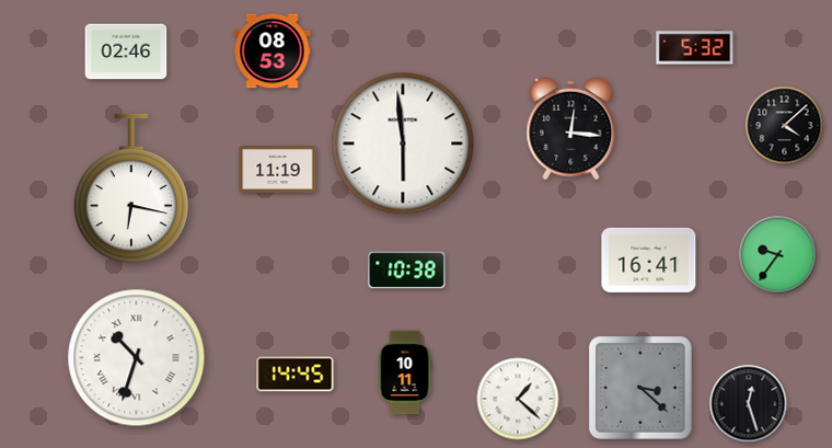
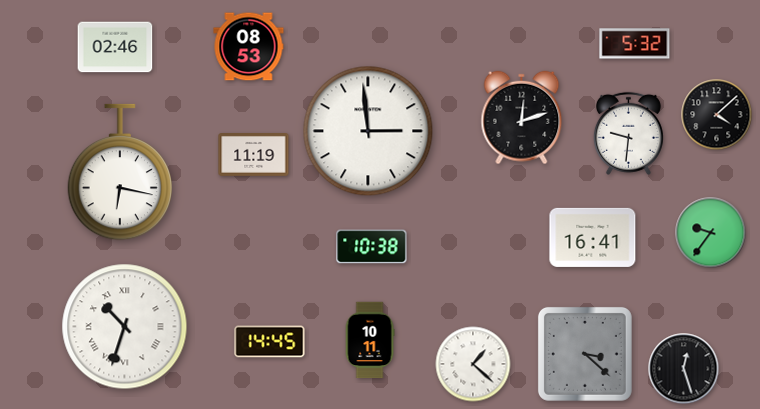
clock at (571, 129): 12:16 -> 12:12
clock at (403, 143): 5:59 -> 2:59
clock at (628, 133): none -> 9:31
